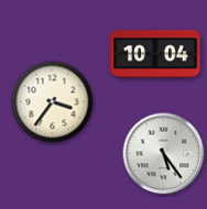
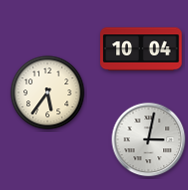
clock at (53, 102): 3:36 -> 5:36
clock at (164, 154): 5:24 -> 3:02
